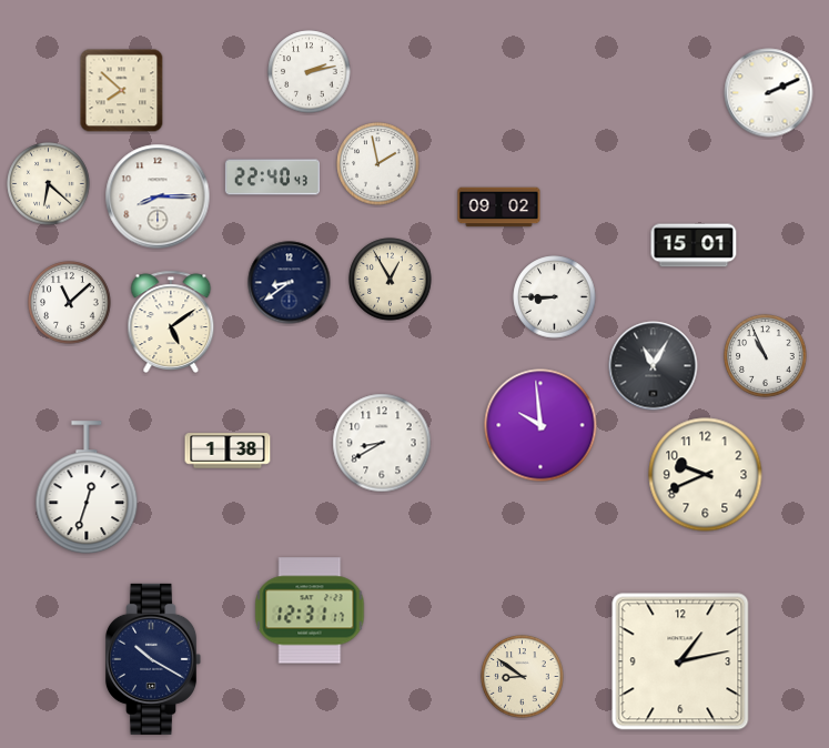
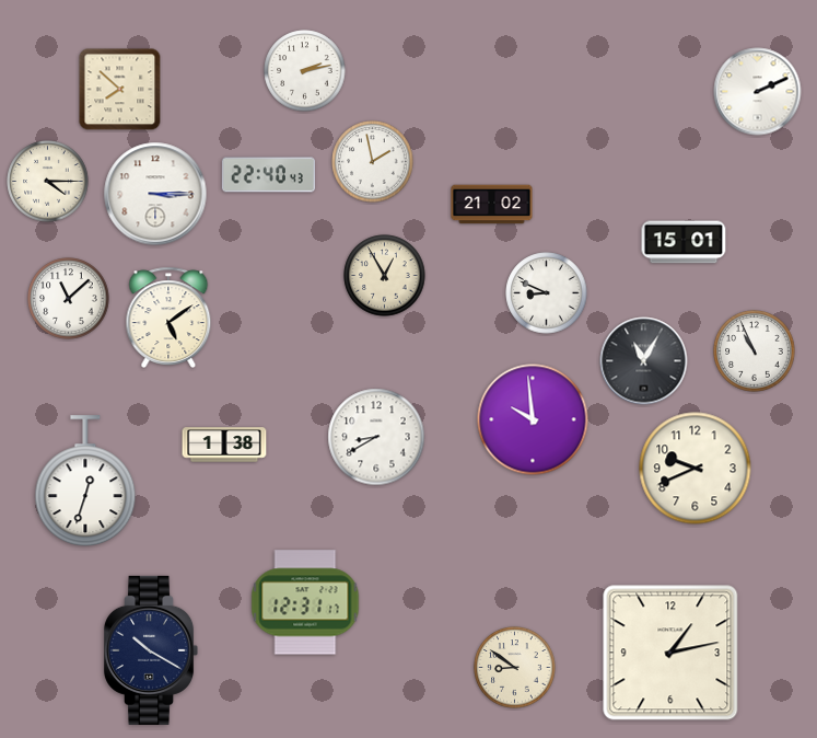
clock at (49, 184): 6:22 -> 4:15
clock at (158, 196): 8:15 -> 3:15
clock at (499, 208): 09:02 -> 21:02
clock at (290, 283): 8:39 -> none
clock at (555, 297): 8:45 -> 8:49
